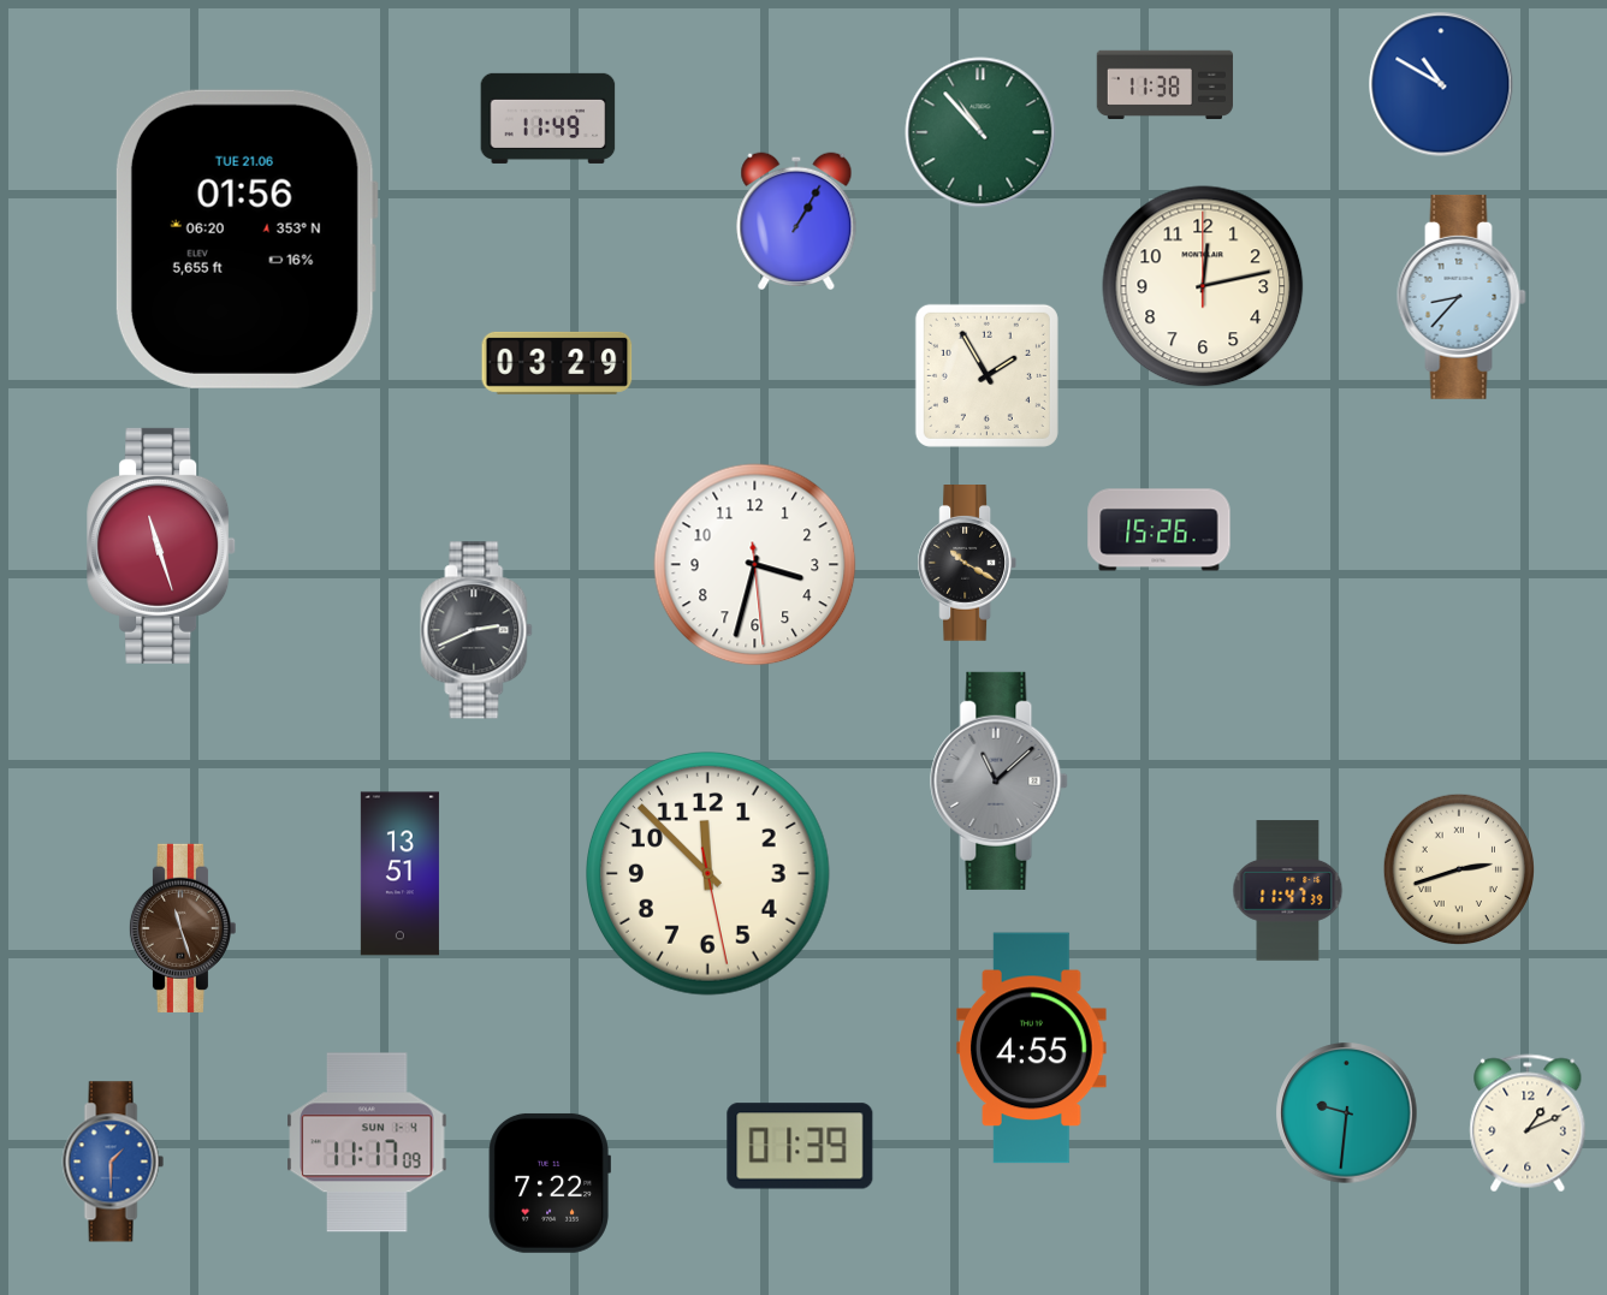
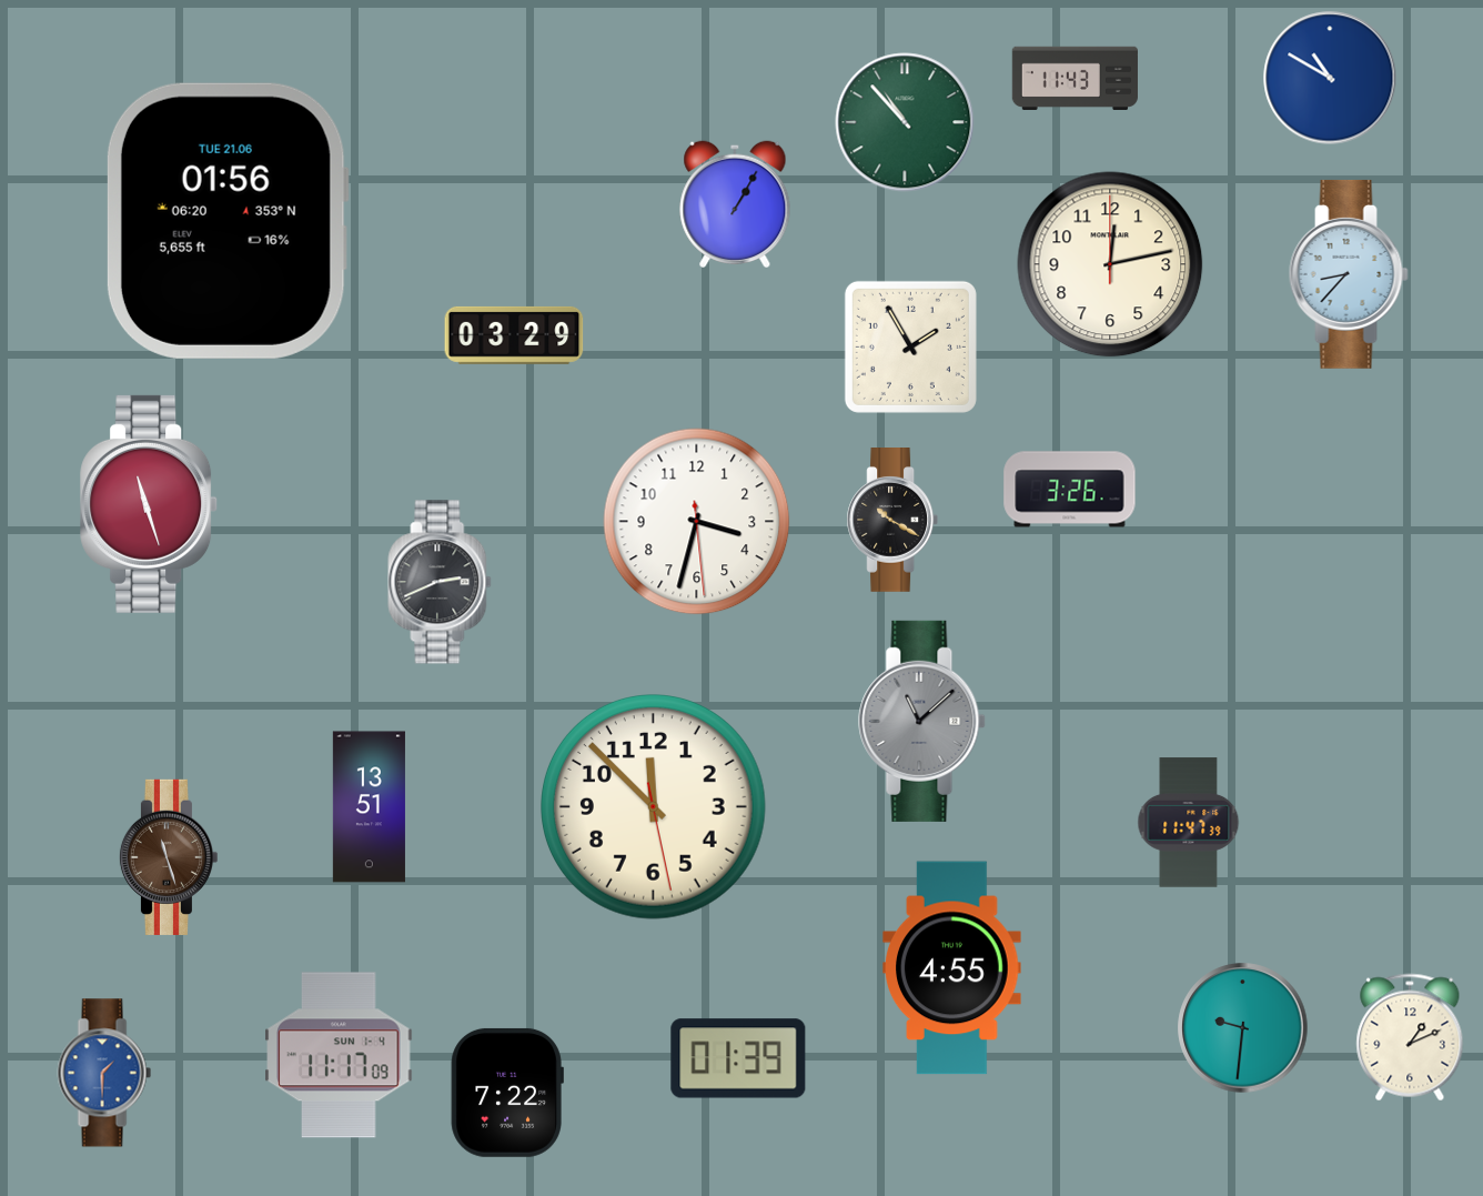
clock at (1164, 84): 11:38 -> 11:43
clock at (548, 118): 11:49 -> none
clock at (1160, 530): 15:26 -> 3:26
clock at (1458, 868): 2:42 -> none
